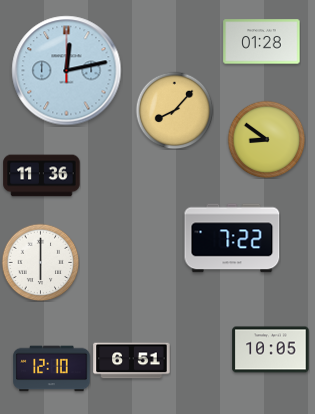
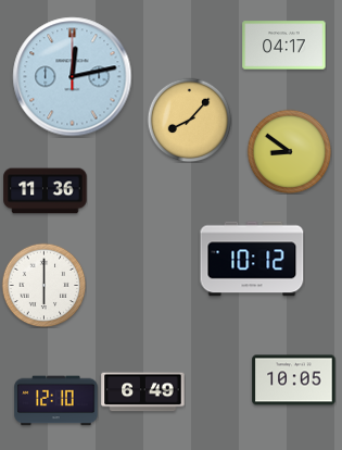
clock at (262, 42): 01:28 -> 04:17
clock at (232, 238): 7:22 -> 10:12
clock at (132, 361): 6:51 -> 6:49
